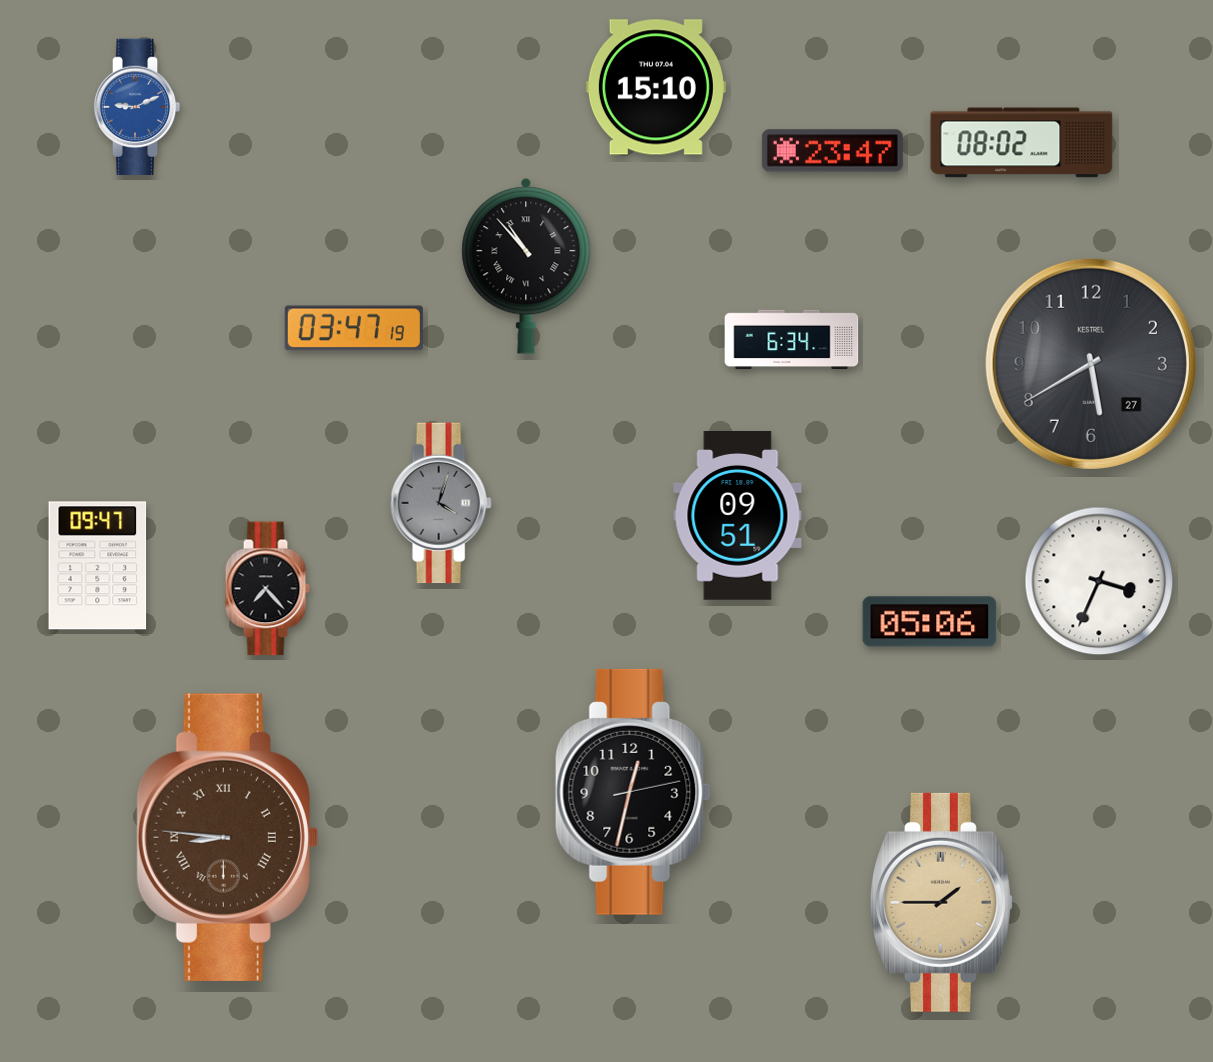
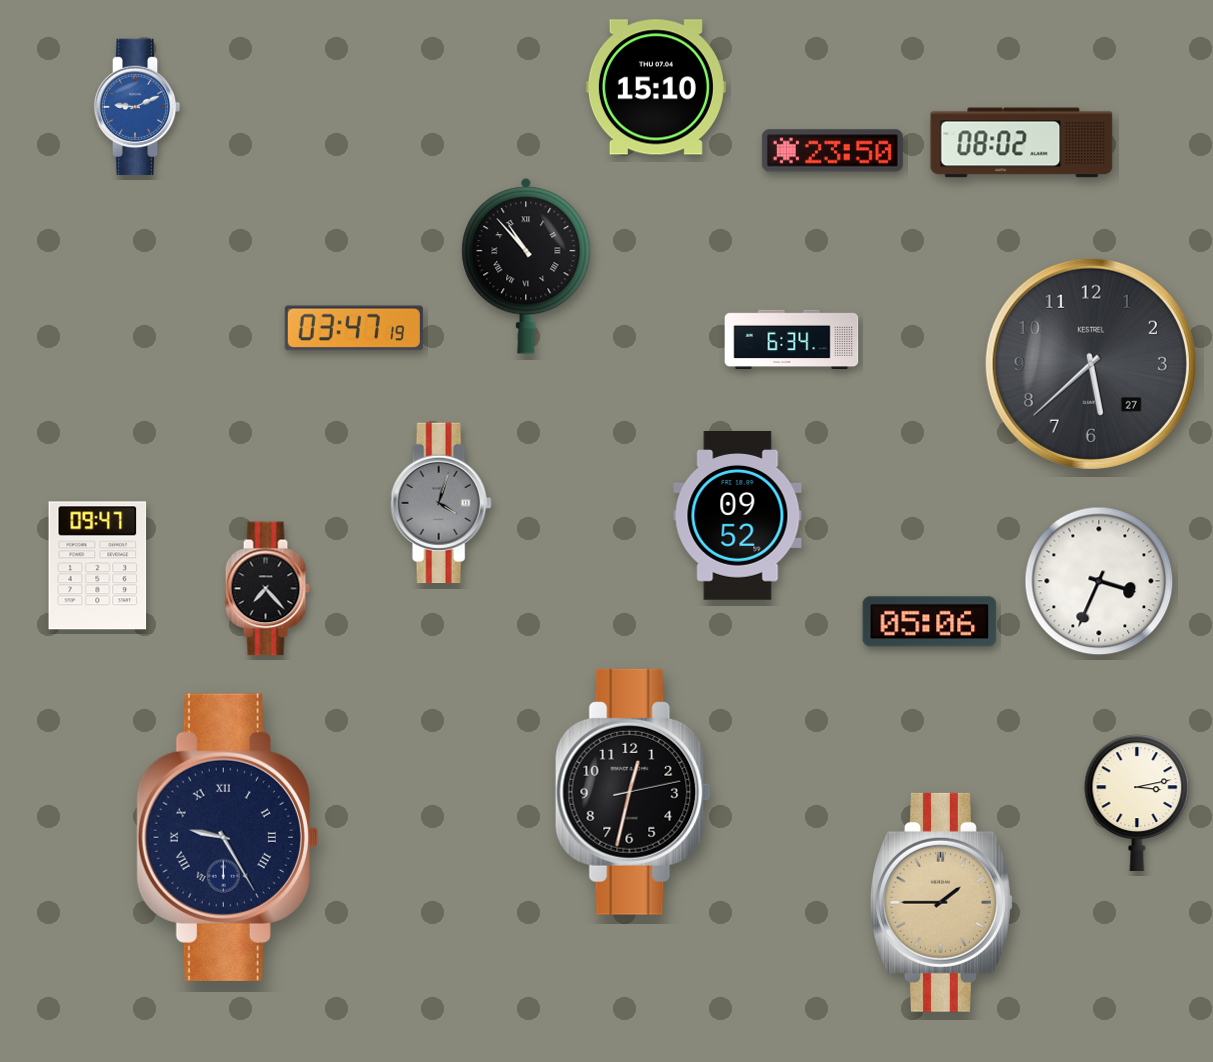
clock at (832, 151): 23:47 -> 23:50
clock at (1091, 364): 5:40 -> 5:38
clock at (738, 516): 09:51 -> 09:52
clock at (1137, 802): none -> 3:13
clock at (227, 837): 8:46 -> 9:25
clock at (227, 837) dial: brown -> navy
